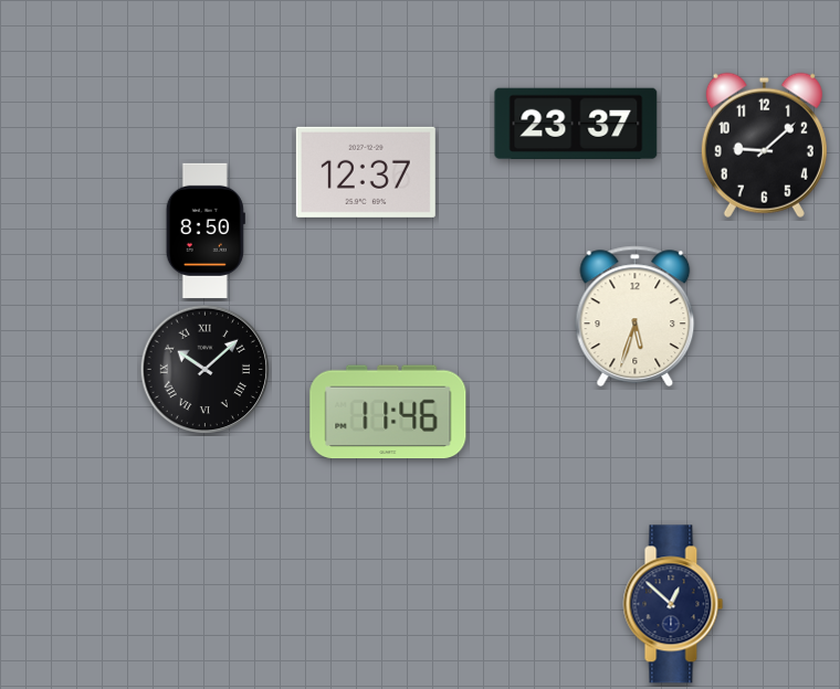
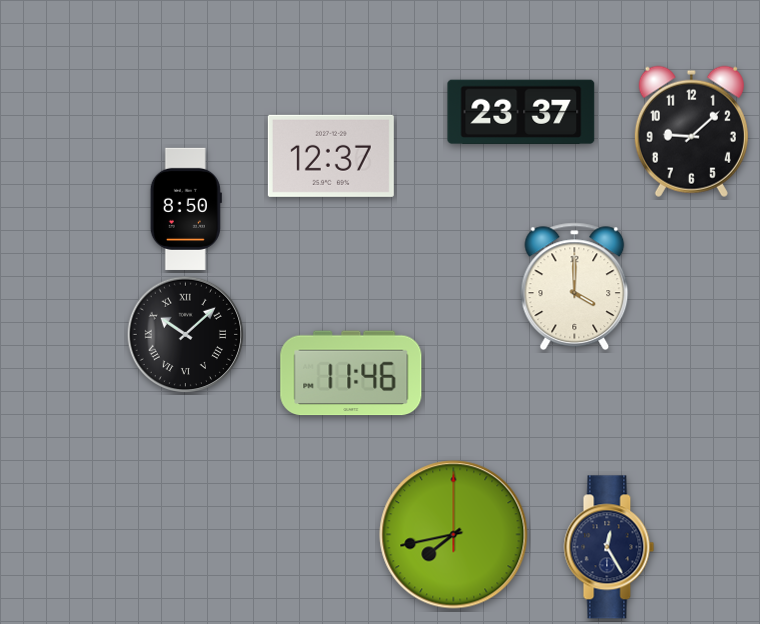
clock at (636, 317): 5:33 -> 4:00
clock at (454, 535): none -> 7:43
clock at (673, 604): 12:52 -> 12:25
